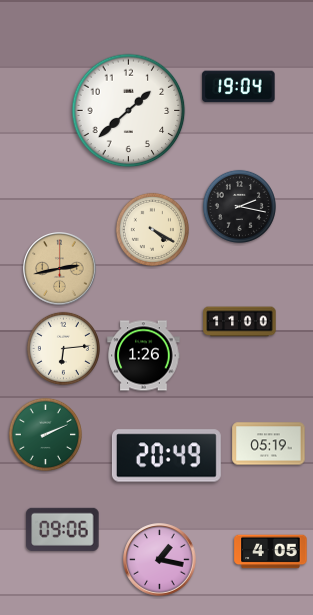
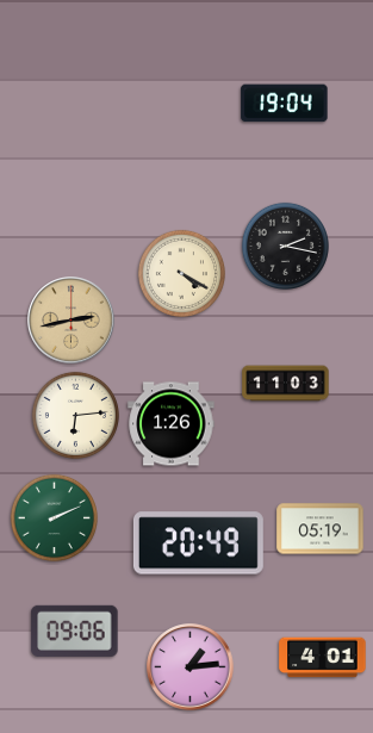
clock at (129, 111): 1:38 -> none
clock at (240, 322): 11:00 -> 11:03
clock at (271, 552): 4:05 -> 4:01
clock at (160, 560): 1:17 -> 1:14
